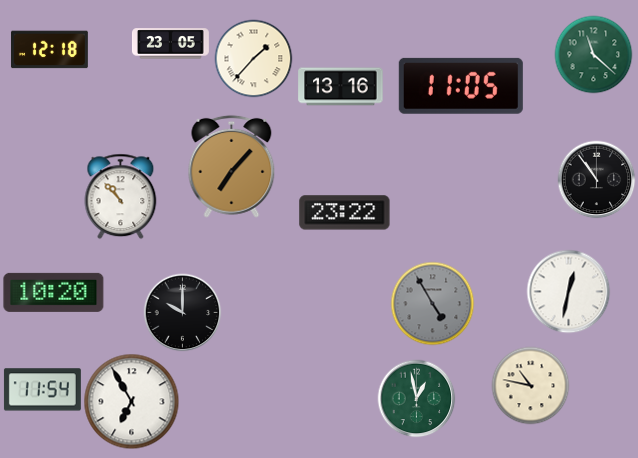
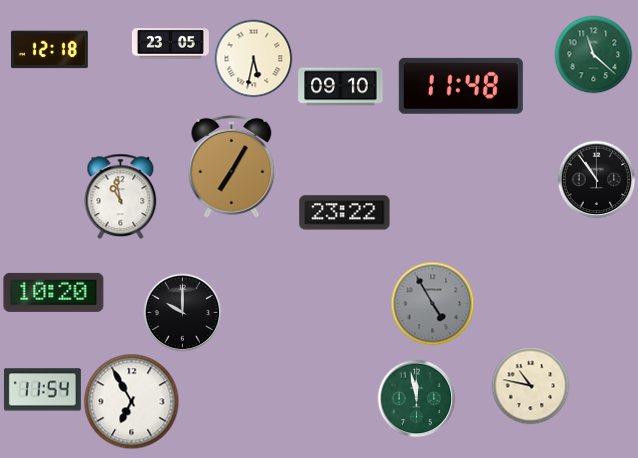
clock at (253, 58): 1:37 -> 5:32
clock at (461, 86): 11:05 -> 11:48
clock at (341, 87): 13:16 -> 09:10
clock at (232, 166): 7:07 -> 7:05
clock at (121, 196): 10:53 -> 10:58
clock at (568, 291): 12:32 -> none
clock at (416, 398): 12:58 -> 11:58
